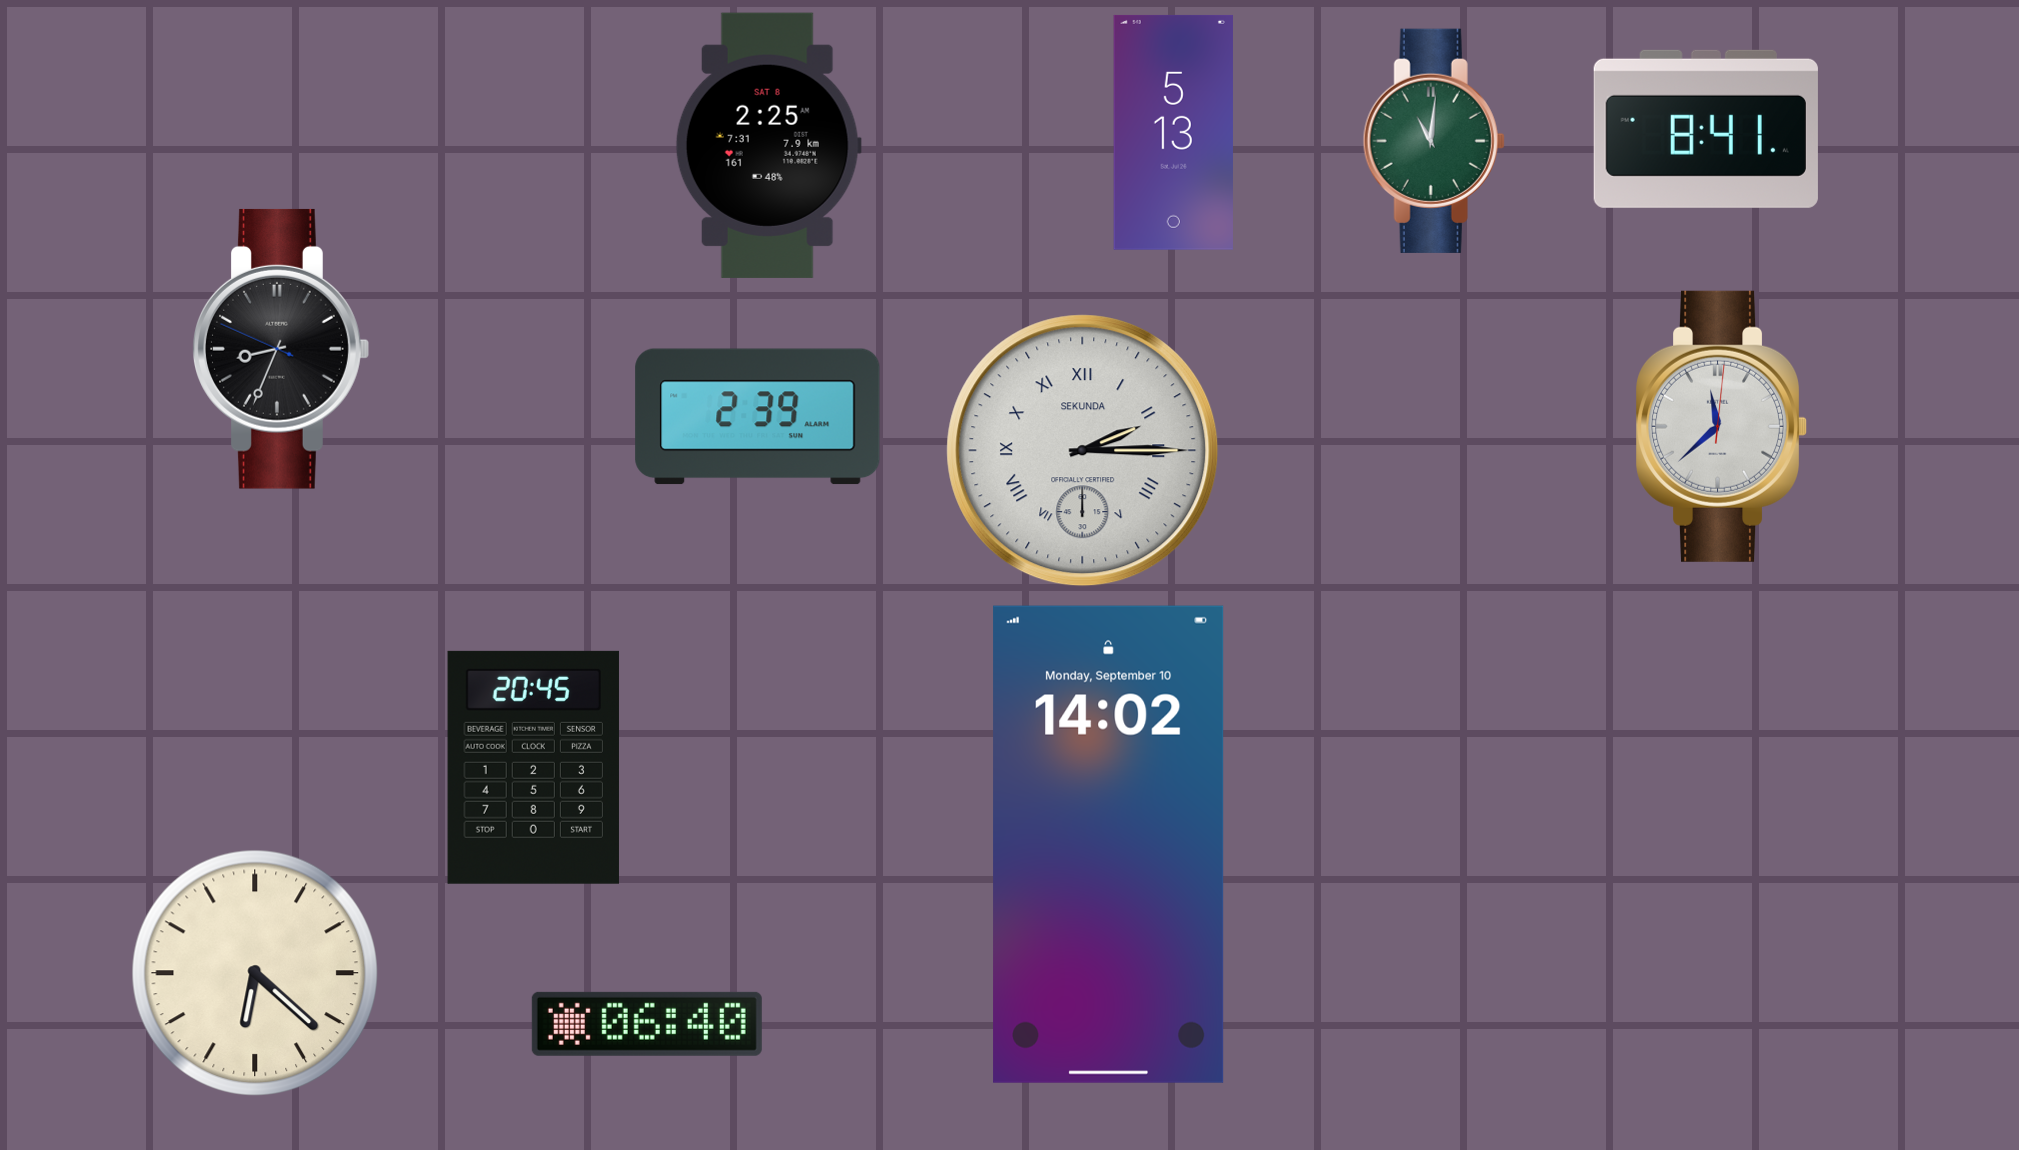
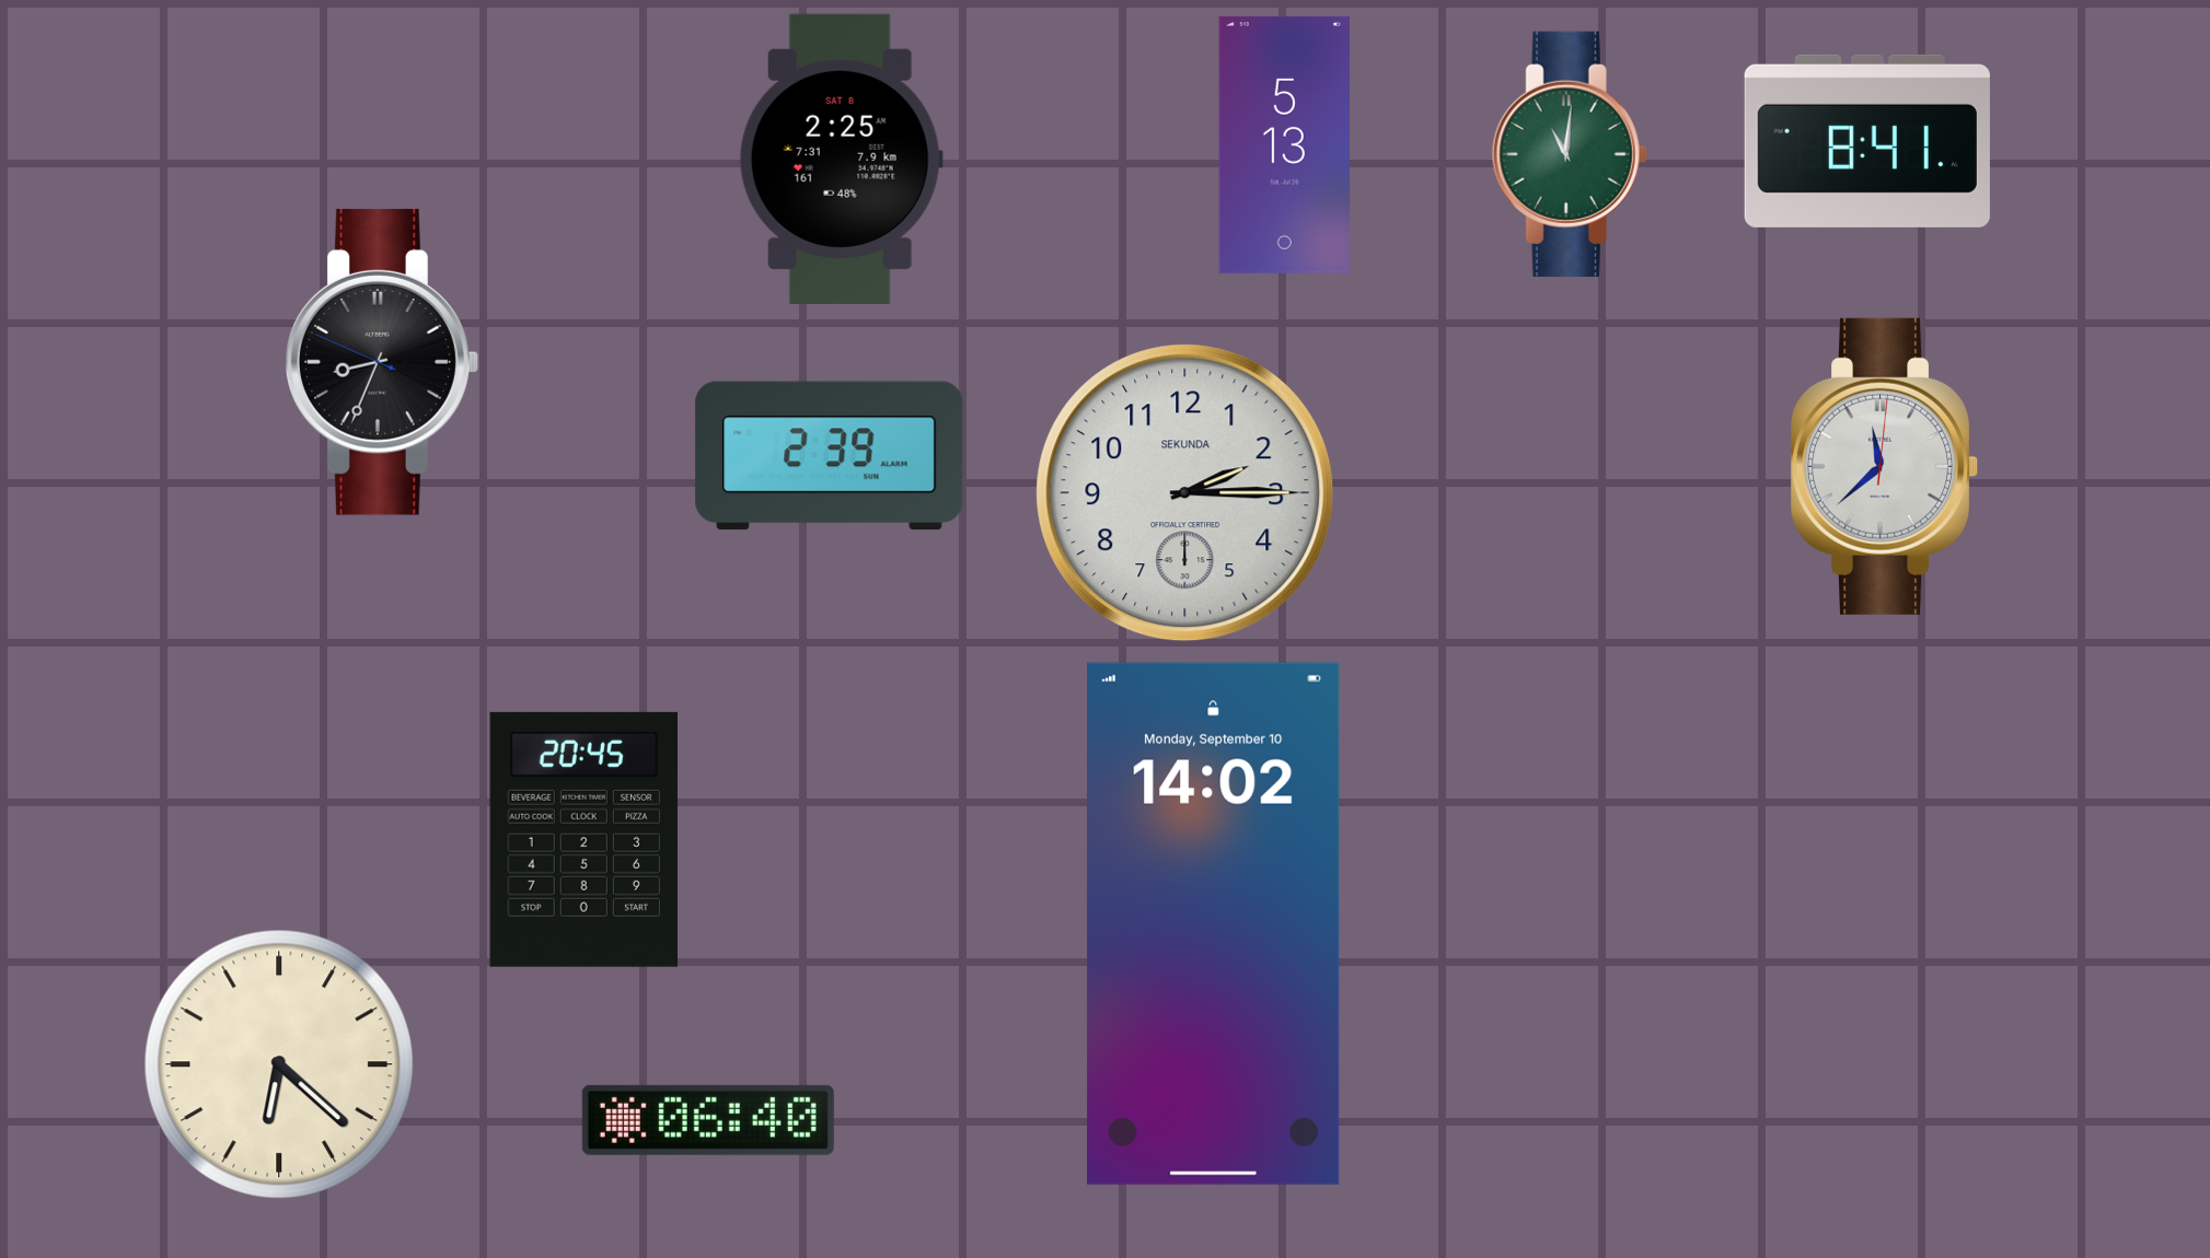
clock at (281, 349) position: (281, 349) -> (382, 362)
clock at (1083, 451) numerals: Roman -> Arabic
